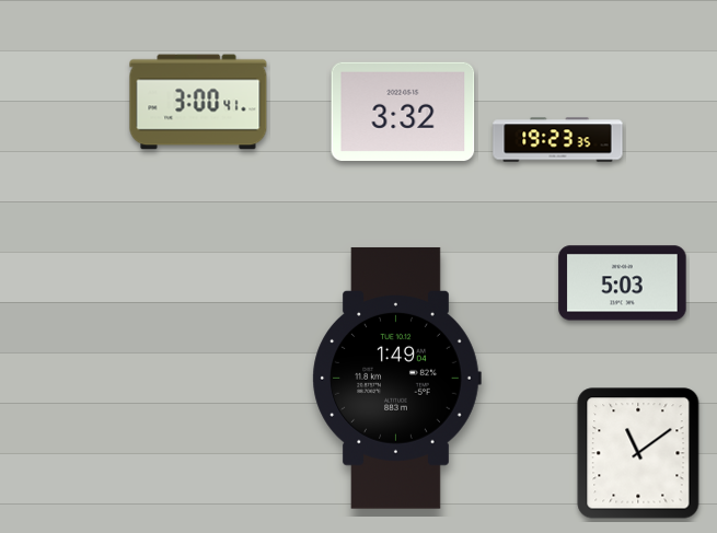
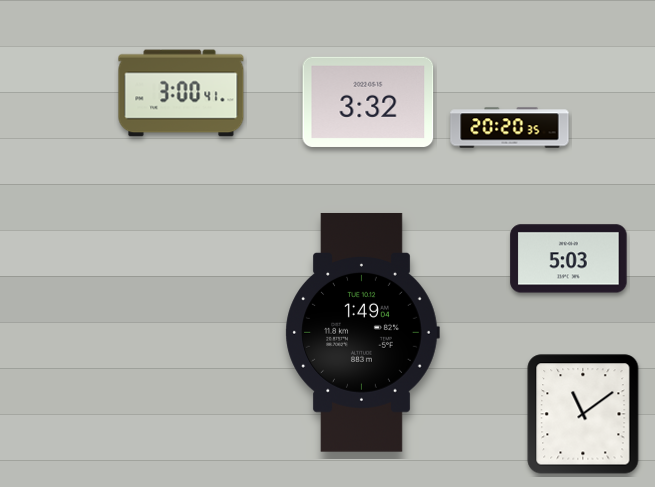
clock at (558, 140): 19:23 -> 20:20
clock at (396, 378) position: (396, 378) -> (362, 332)
